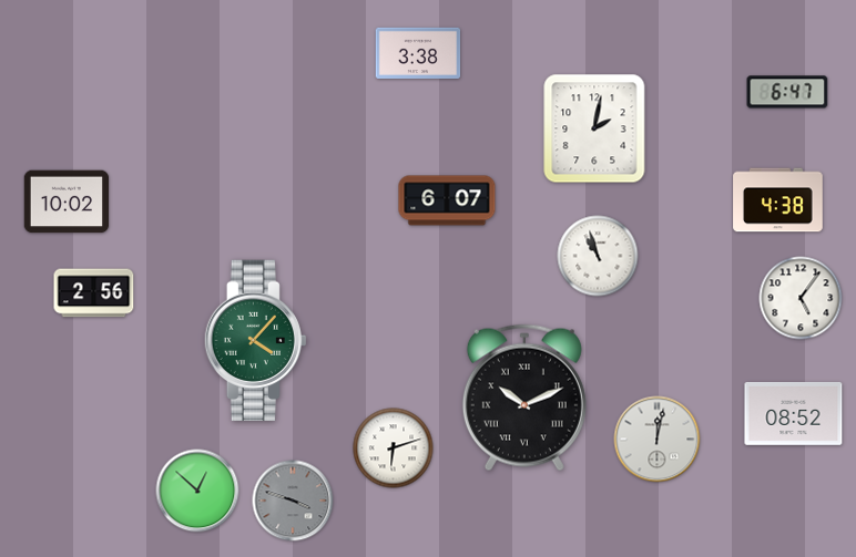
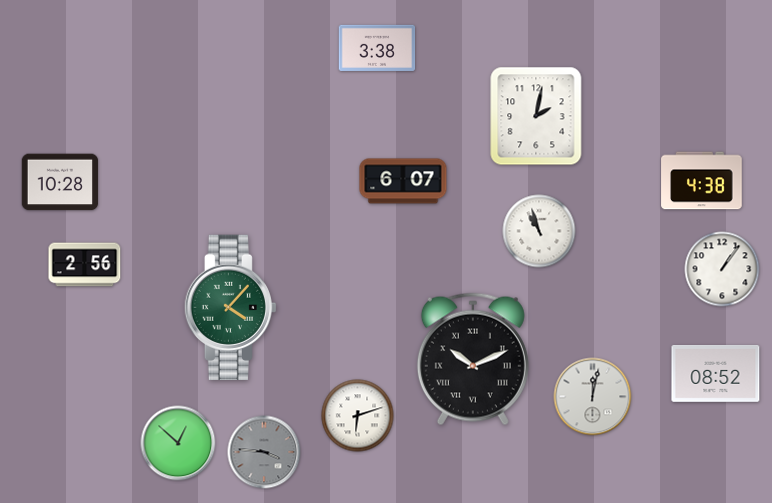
clock at (787, 92): 6:47 -> none
clock at (67, 202): 10:02 -> 10:28
clock at (801, 298): 5:06 -> 1:06
clock at (394, 448) position: (394, 448) -> (358, 416)
clock at (293, 501): 3:48 -> 3:46
